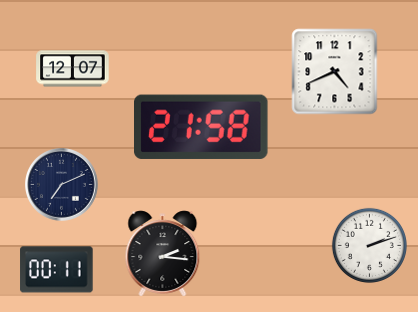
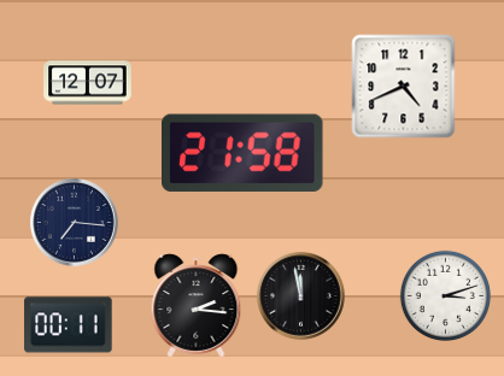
clock at (62, 185): 7:11 -> 7:16
clock at (369, 245): 2:12 -> 3:12
clock at (301, 296): none -> 11:58
